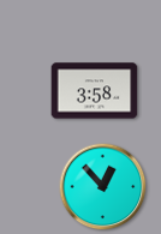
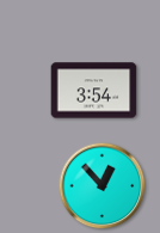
clock at (95, 91): 3:58 -> 3:54
